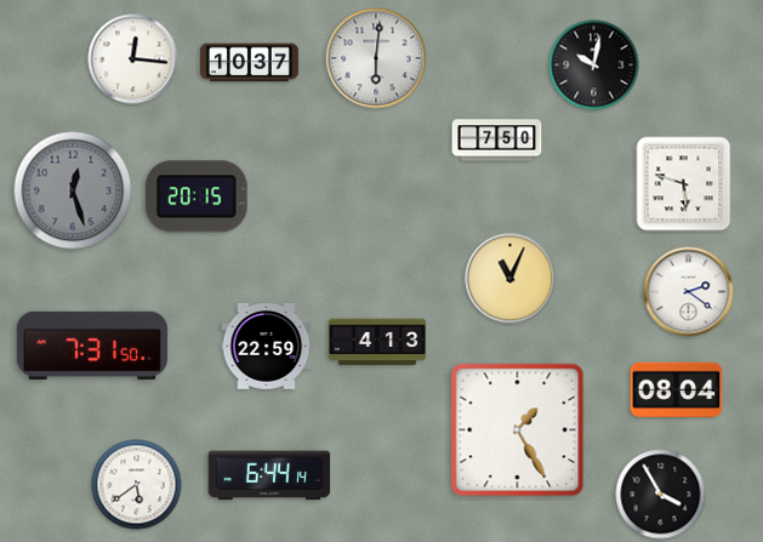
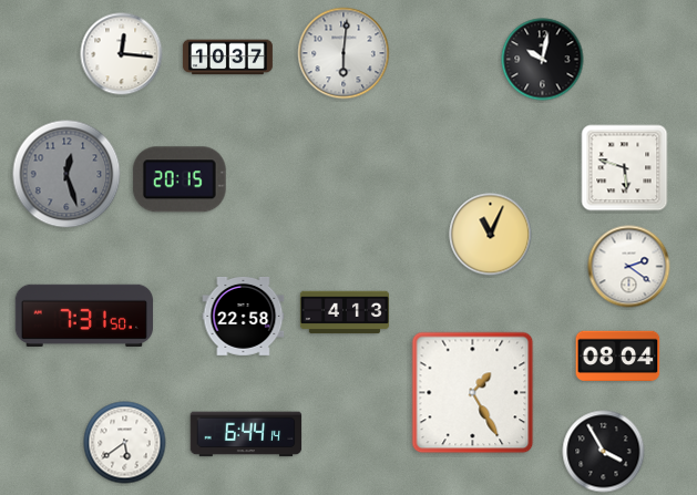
clock at (497, 141): 7:50 -> none
clock at (511, 279) position: (511, 279) -> (491, 235)
clock at (267, 346): 22:59 -> 22:58
